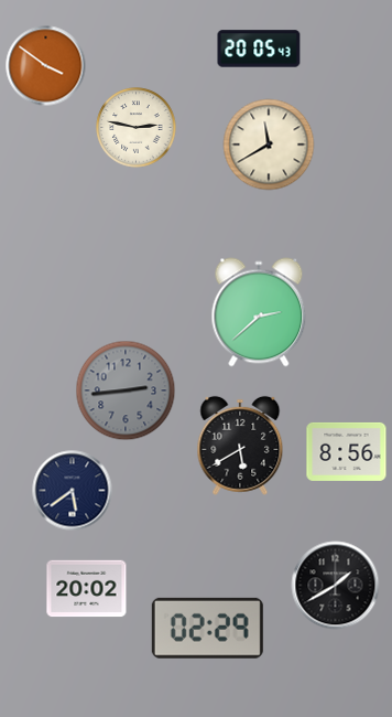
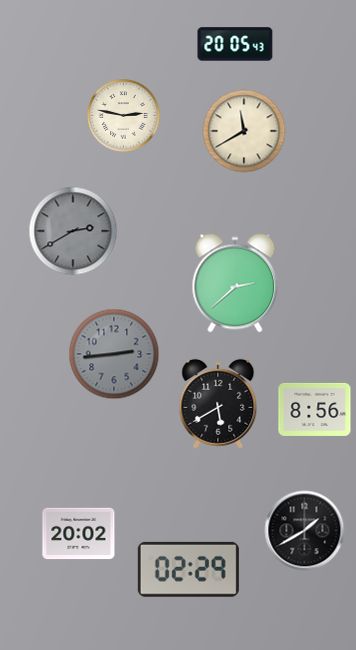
clock at (46, 66): 3:51 -> none
clock at (73, 231): none -> 2:40
clock at (73, 491): 5:39 -> none
